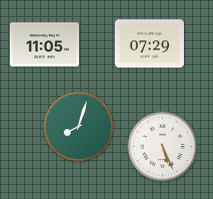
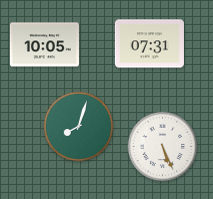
clock at (149, 44): 07:29 -> 07:31
clock at (44, 45): 11:05 -> 10:05
